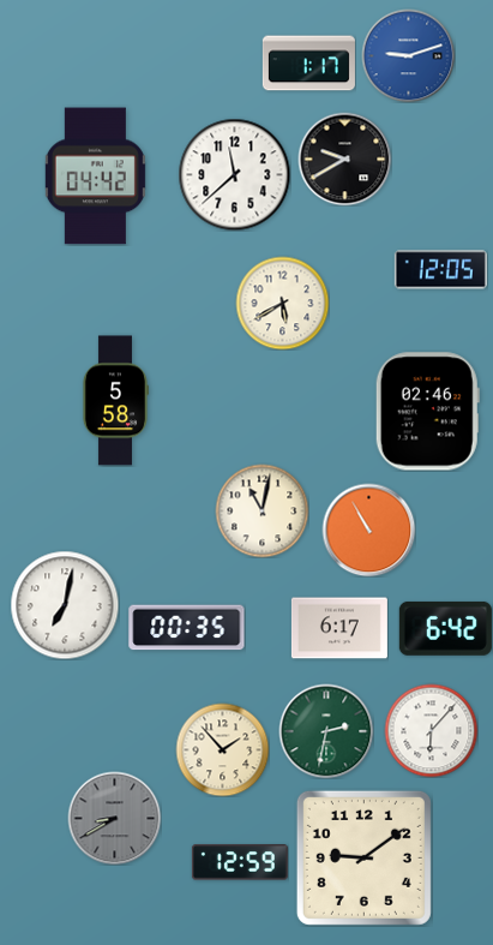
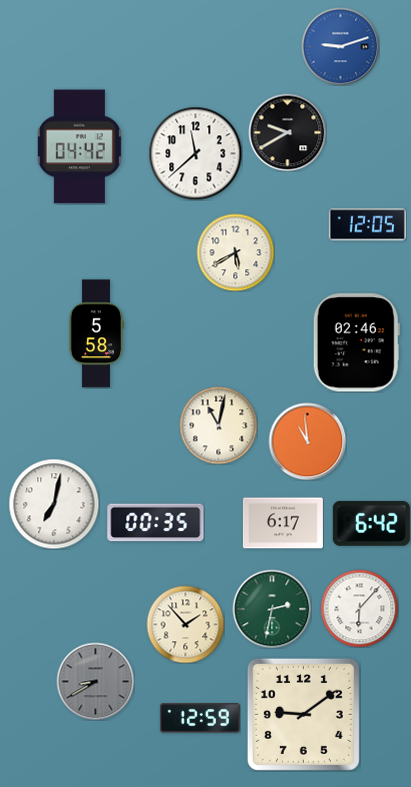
clock at (308, 64): 1:17 -> none
clock at (234, 174) position: (234, 174) -> (195, 153)
clock at (368, 530): 10:55 -> 10:59
